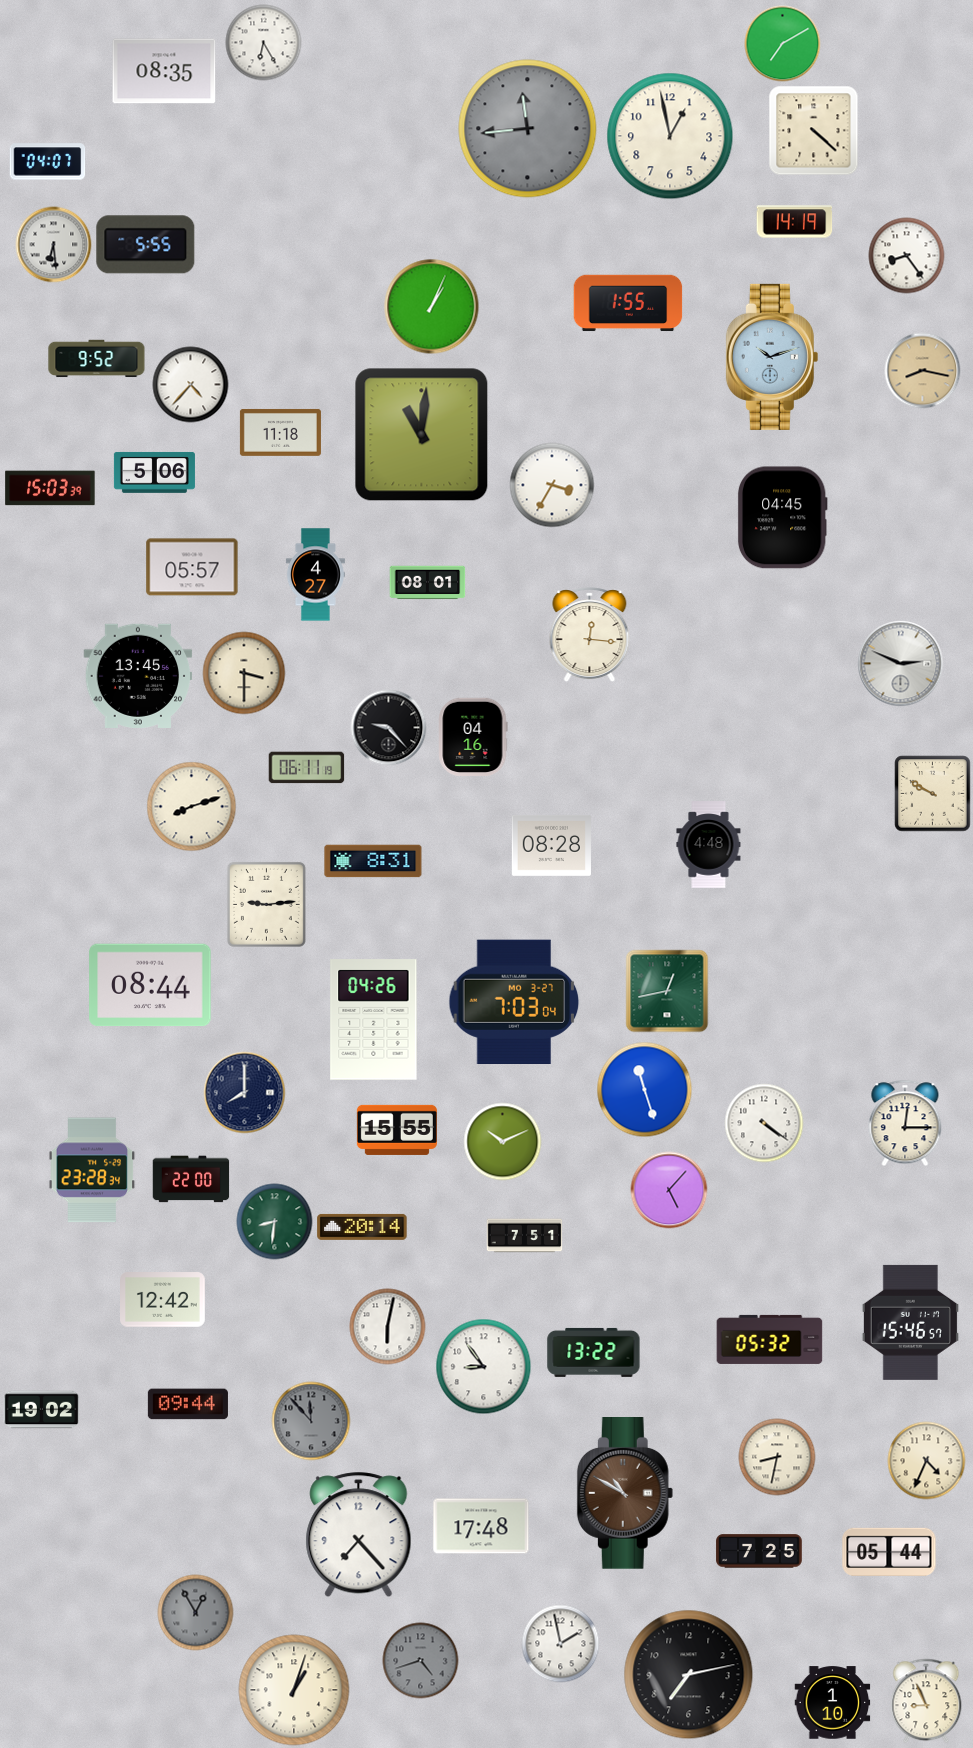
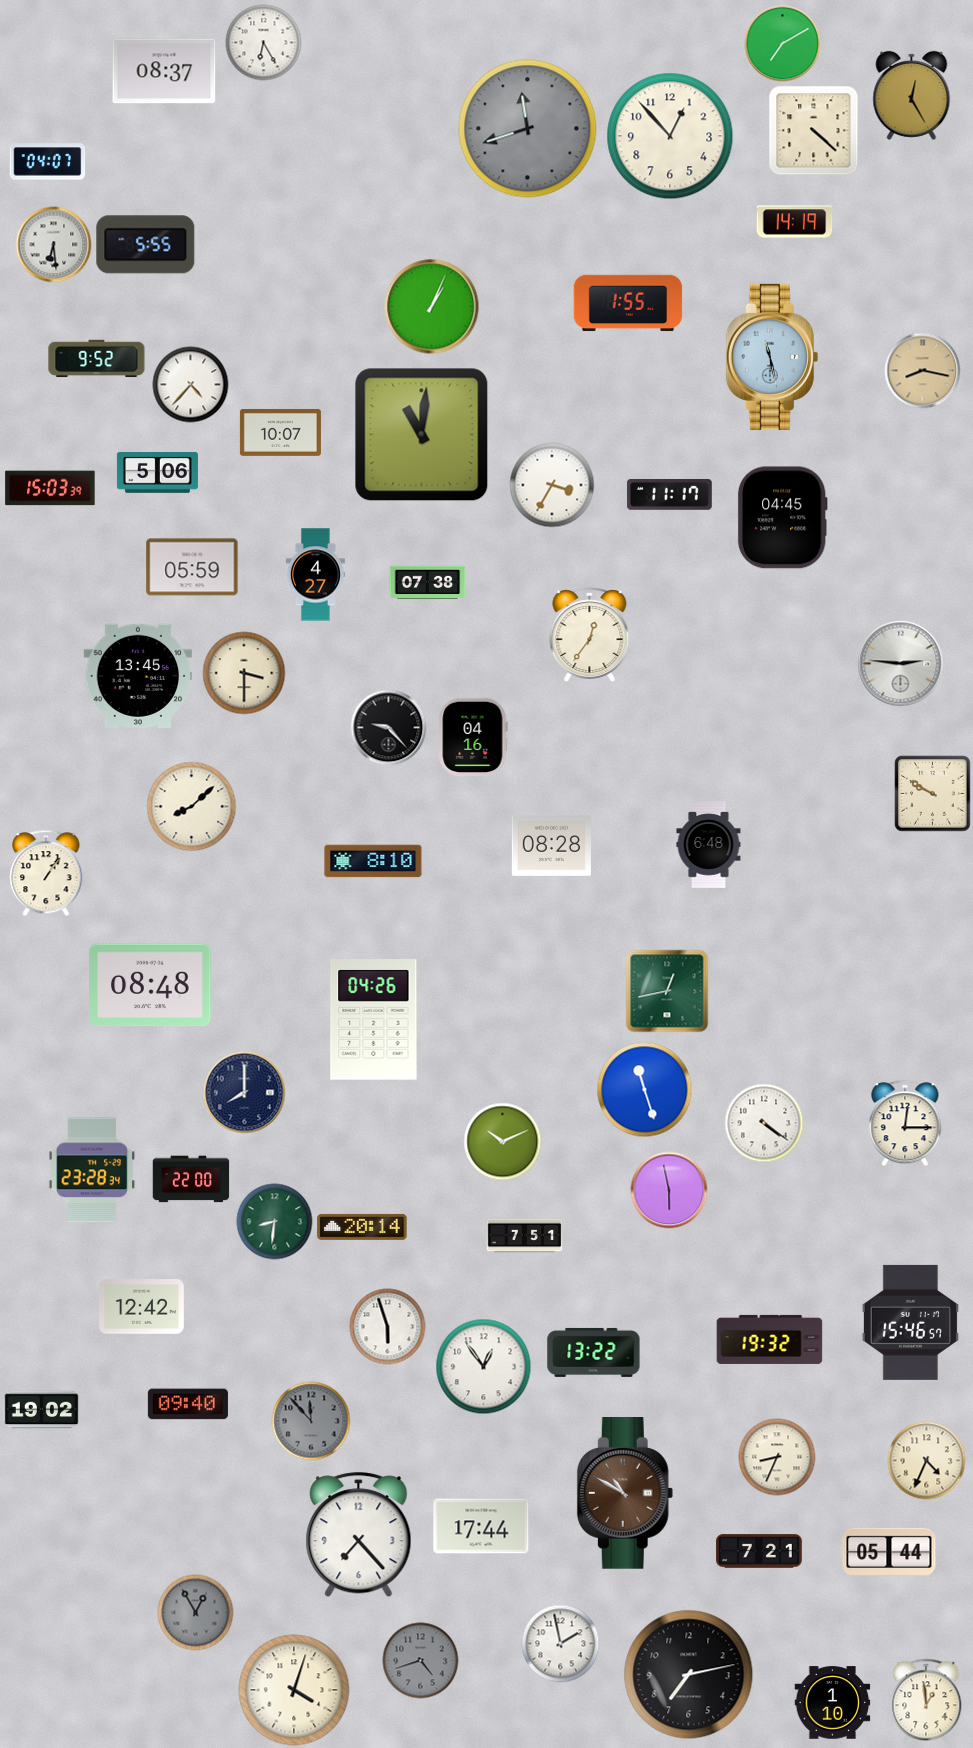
clock at (164, 71): 08:35 -> 08:37
clock at (912, 95): none -> 12:25
clock at (528, 129): 11:44 -> 11:42
clock at (670, 136): 12:58 -> 12:53
clock at (907, 256): 8:24 -> none
clock at (772, 357): 10:12 -> 11:28
clock at (280, 432): 11:18 -> 10:07
clock at (154, 472) position: (154, 472) -> (157, 472)
clock at (670, 495): none -> 11:17
clock at (192, 567): 05:57 -> 05:59
clock at (428, 583): 08:01 -> 07:38
clock at (590, 635): 12:16 -> 12:36
clock at (901, 664): 2:49 -> 2:46
clock at (307, 768): 06:11 -> none
clock at (192, 807): 8:12 -> 8:08
clock at (709, 845): 4:48 -> 6:48
clock at (373, 861): 8:31 -> 8:10
clock at (46, 873): none -> 1:06
clock at (266, 904): 9:14 -> none
clock at (150, 985): 08:44 -> 08:48
clock at (514, 1001): 7:03 -> none
clock at (397, 1130): 15:55 -> none
clock at (669, 1190): 5:07 -> 5:58
clock at (163, 1300) position: (163, 1300) -> (142, 1307)
clock at (388, 1327): 6:02 -> 5:57
clock at (770, 1339): 05:32 -> 19:32
clock at (484, 1367): 8:54 -> 12:54
clock at (188, 1404): 09:44 -> 09:40
clock at (777, 1457): 8:32 -> 8:34
clock at (481, 1526): 17:48 -> 17:44
clock at (759, 1551): 7:25 -> 7:21
clock at (294, 1690): 1:03 -> 4:03
clock at (926, 1701): 8:56 -> 12:59
